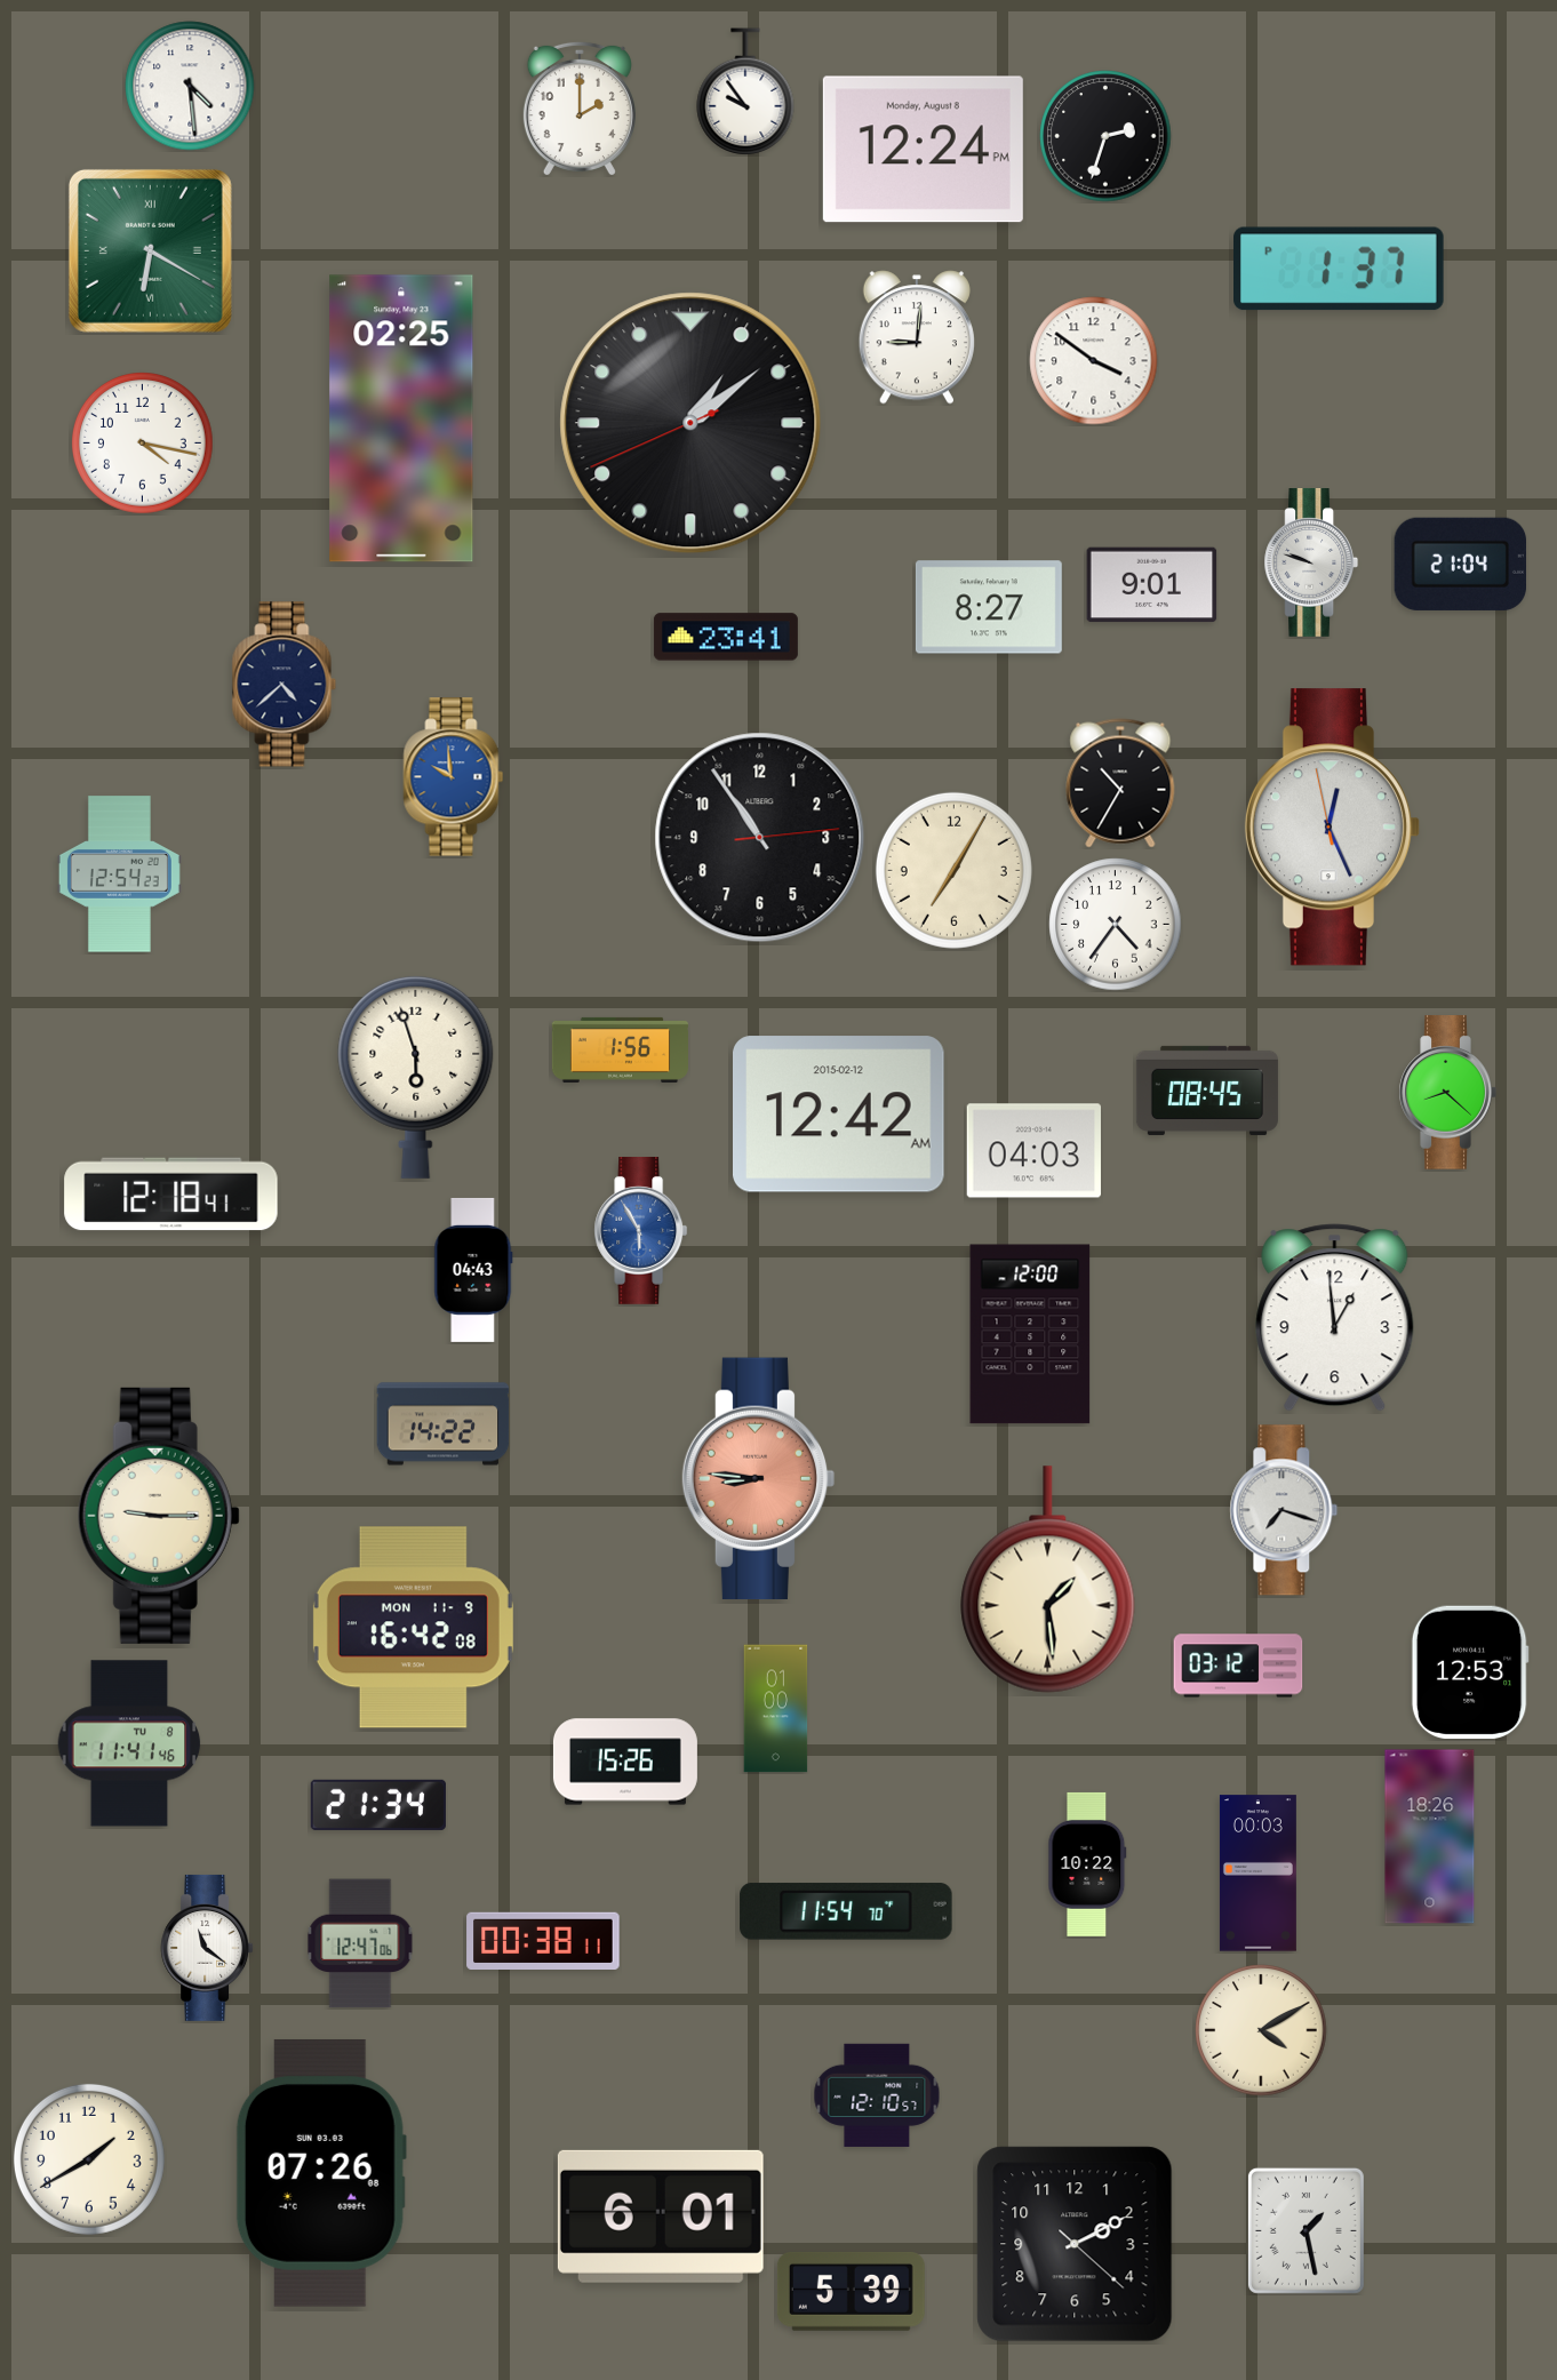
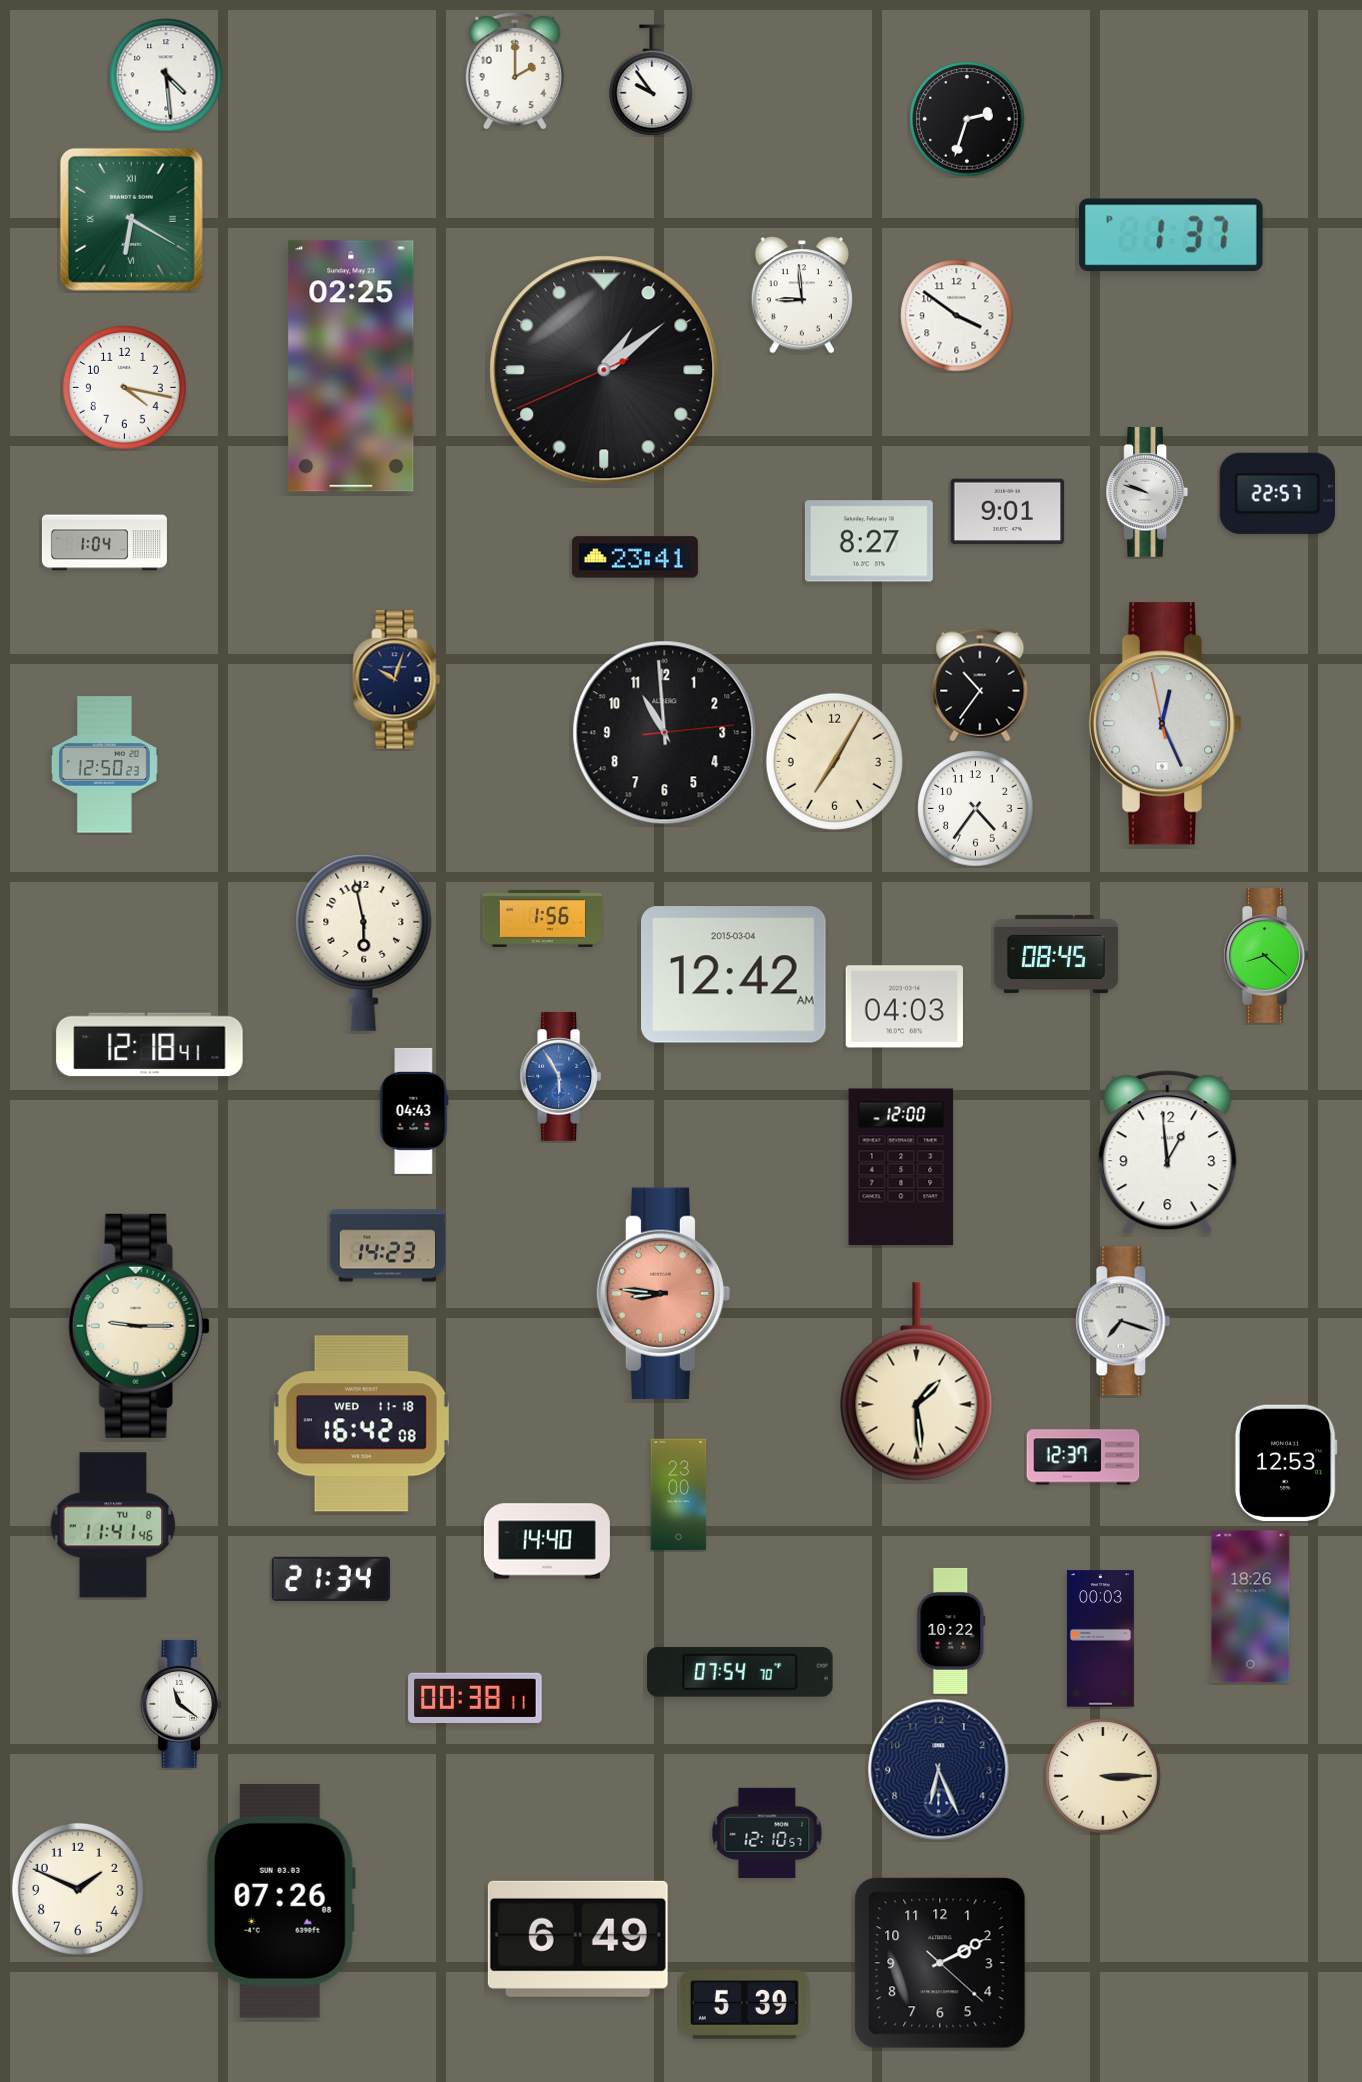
clock at (580, 109) position: (580, 109) -> (515, 71)
clock at (923, 150): 12:24 -> none
clock at (917, 337): 9:01 -> 8:59
clock at (1460, 564): 21:04 -> 22:57
clock at (989, 607) position: (989, 607) -> (869, 541)
clock at (104, 543): none -> 1:04
clock at (285, 685): 4:38 -> none
clock at (454, 777): 9:59 -> 10:03
clock at (454, 777) dial: blue -> navy
clock at (1120, 783): 10:35 -> 10:36
clock at (760, 838): 10:54 -> 10:59
clock at (119, 874): 12:54 -> 12:50
clock at (416, 1077): 5:57 -> 5:58
clock at (839, 1115) date: 2015-02-12 -> 2015-03-04
clock at (444, 1424): 14:22 -> 14:23
clock at (413, 1628) date: MON 11-9 -> WED 11-18
clock at (1238, 1666): 03:12 -> 12:37
clock at (776, 1709): 01:00 -> 23:00
clock at (625, 1762): 15:26 -> 14:40
clock at (846, 1911): 11:54 -> 07:54
clock at (360, 1943): 12:47 -> none
clock at (939, 1770): none -> 6:26
clock at (1261, 2030): 4:10 -> 3:15
clock at (89, 2159): 1:40 -> 1:49
clock at (661, 2217): 6:01 -> 6:49
clock at (1306, 2230): 1:28 -> none
